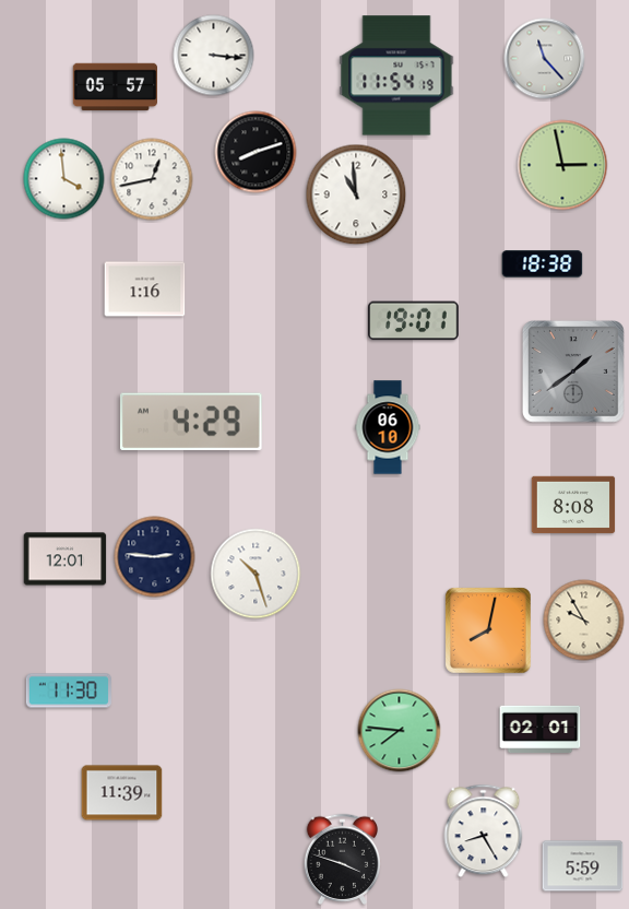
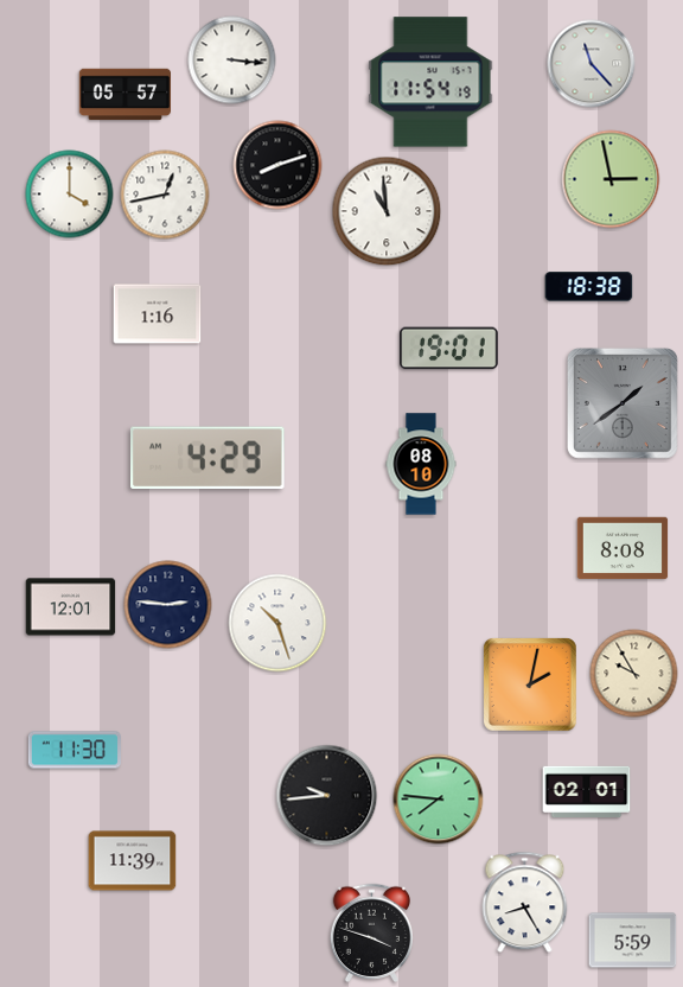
clock at (64, 179): 3:59 -> 4:00
clock at (388, 427): 06:10 -> 08:10
clock at (488, 630): 8:02 -> 2:02
clock at (400, 731) position: (400, 731) -> (439, 800)
clock at (327, 796): none -> 9:44
